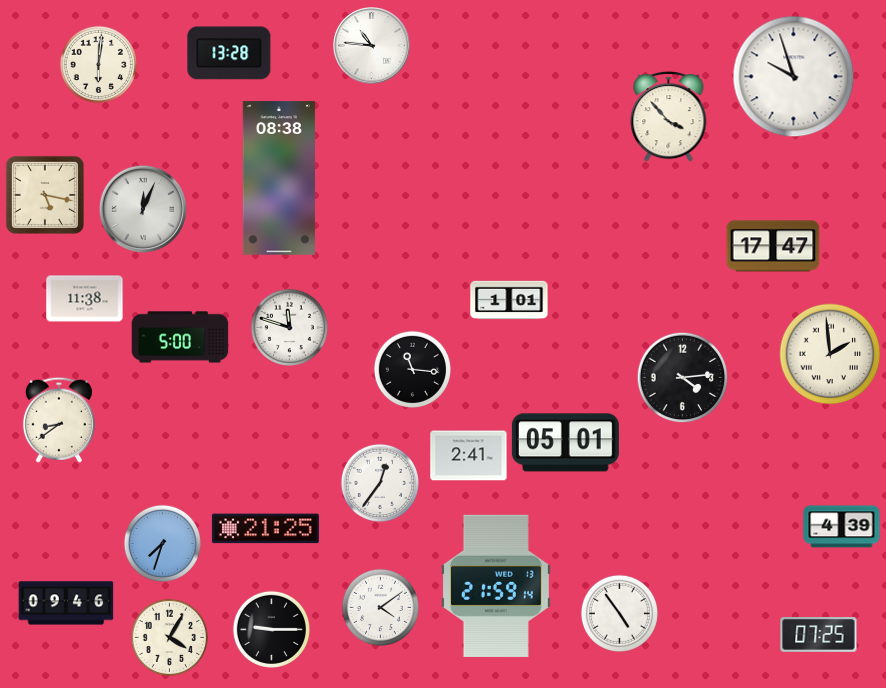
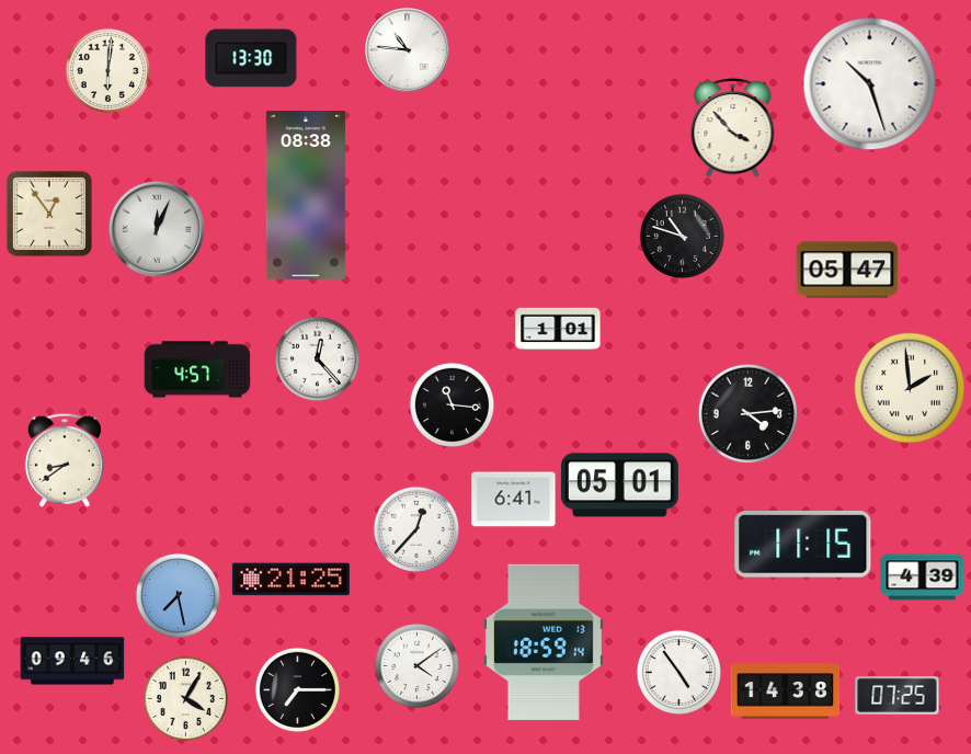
clock at (229, 53): 13:28 -> 13:30
clock at (794, 77): 9:57 -> 10:27
clock at (45, 195): 5:17 -> 12:54
clock at (682, 236): none -> 10:48
clock at (773, 246): 17:47 -> 05:47
clock at (85, 299): 11:38 -> none
clock at (289, 327): 11:48 -> 12:23
clock at (180, 337): 5:00 -> 4:57
clock at (469, 456): 2:41 -> 6:41
clock at (380, 483): 12:36 -> 12:37
clock at (803, 545): none -> 11:15
clock at (162, 543): 7:33 -> 7:28
clock at (496, 586): 21:59 -> 18:59
clock at (271, 629): 9:15 -> 7:15
clock at (786, 692): none -> 14:38
